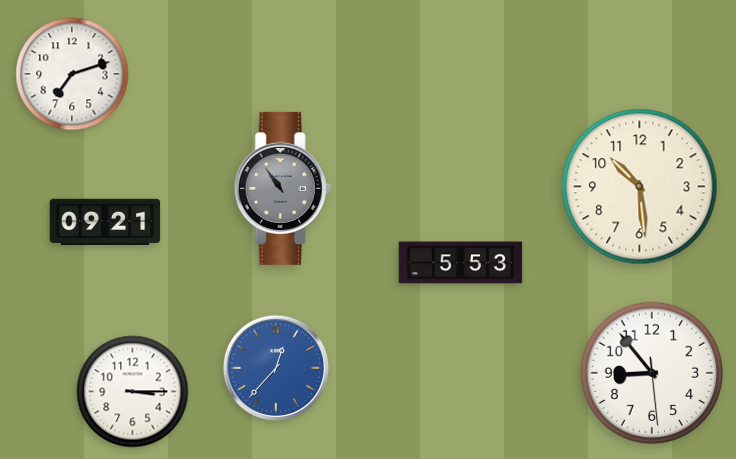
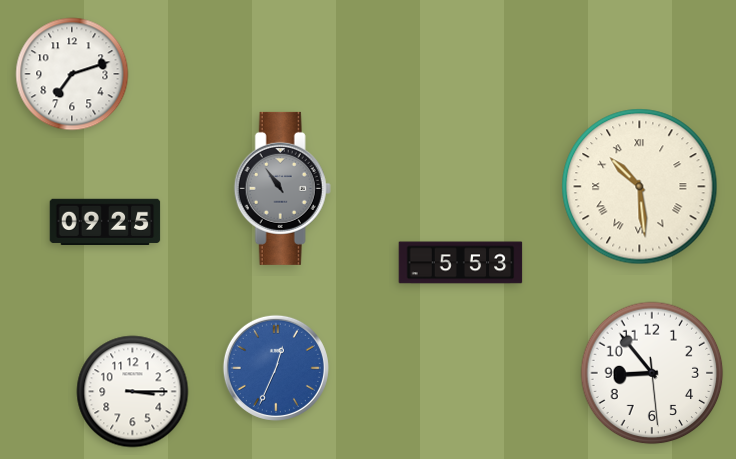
clock at (640, 187) numerals: Arabic -> Roman
clock at (105, 221): 09:21 -> 09:25
clock at (276, 368): 12:37 -> 12:34
